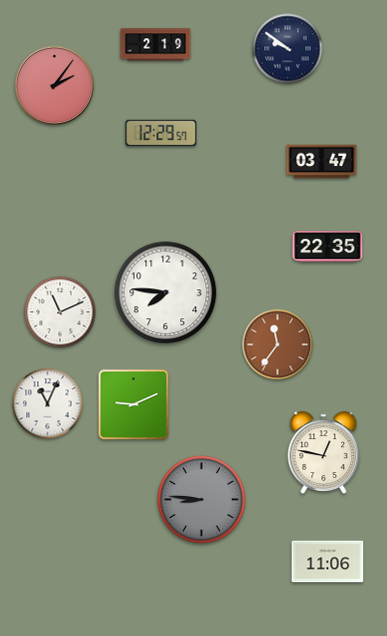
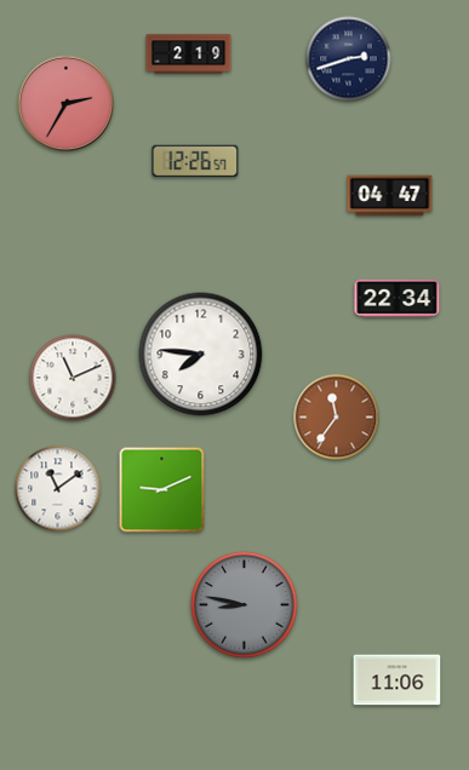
clock at (288, 49): 9:51 -> 2:42
clock at (55, 86): 2:06 -> 2:35
clock at (161, 133): 12:29 -> 12:26
clock at (322, 162): 03:47 -> 04:47
clock at (328, 246): 22:35 -> 22:34
clock at (48, 404): 11:04 -> 11:09
clock at (324, 453): 12:47 -> none
clock at (202, 500): 8:46 -> 8:47
